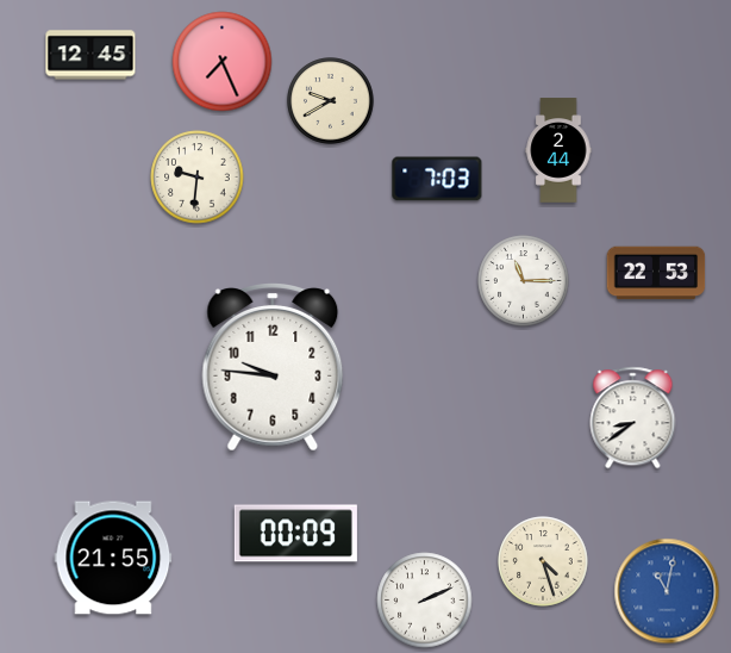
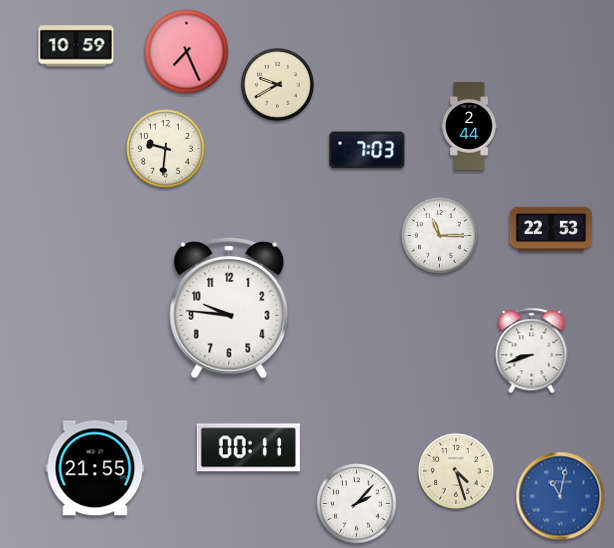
clock at (90, 55): 12:45 -> 10:59
clock at (633, 418): 8:39 -> 8:42
clock at (295, 534): 00:09 -> 00:11
clock at (425, 601): 2:11 -> 2:07
